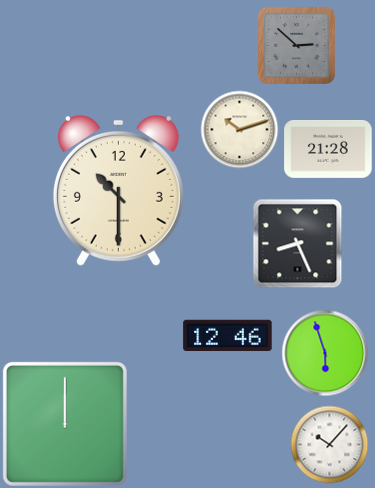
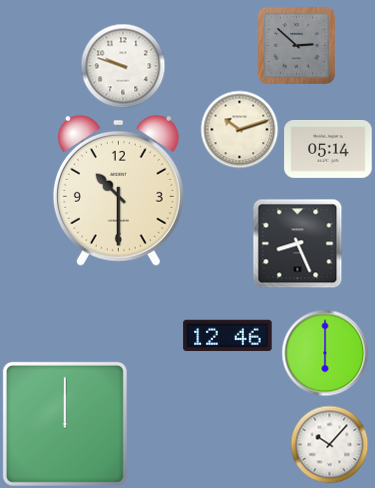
clock at (123, 66): none -> 9:48
clock at (328, 150): 21:28 -> 05:14
clock at (325, 353): 5:57 -> 6:00
